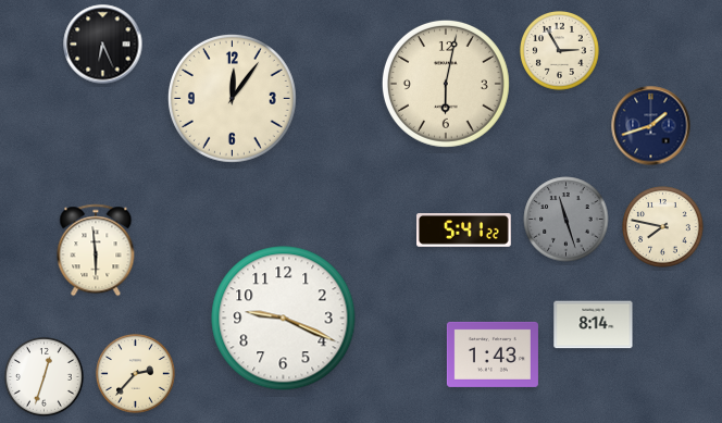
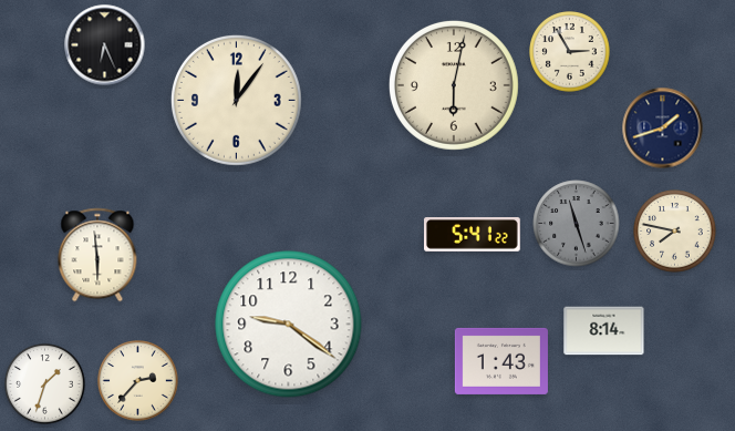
clock at (284, 319): 9:19 -> 9:21
clock at (45, 377): 12:33 -> 1:33
